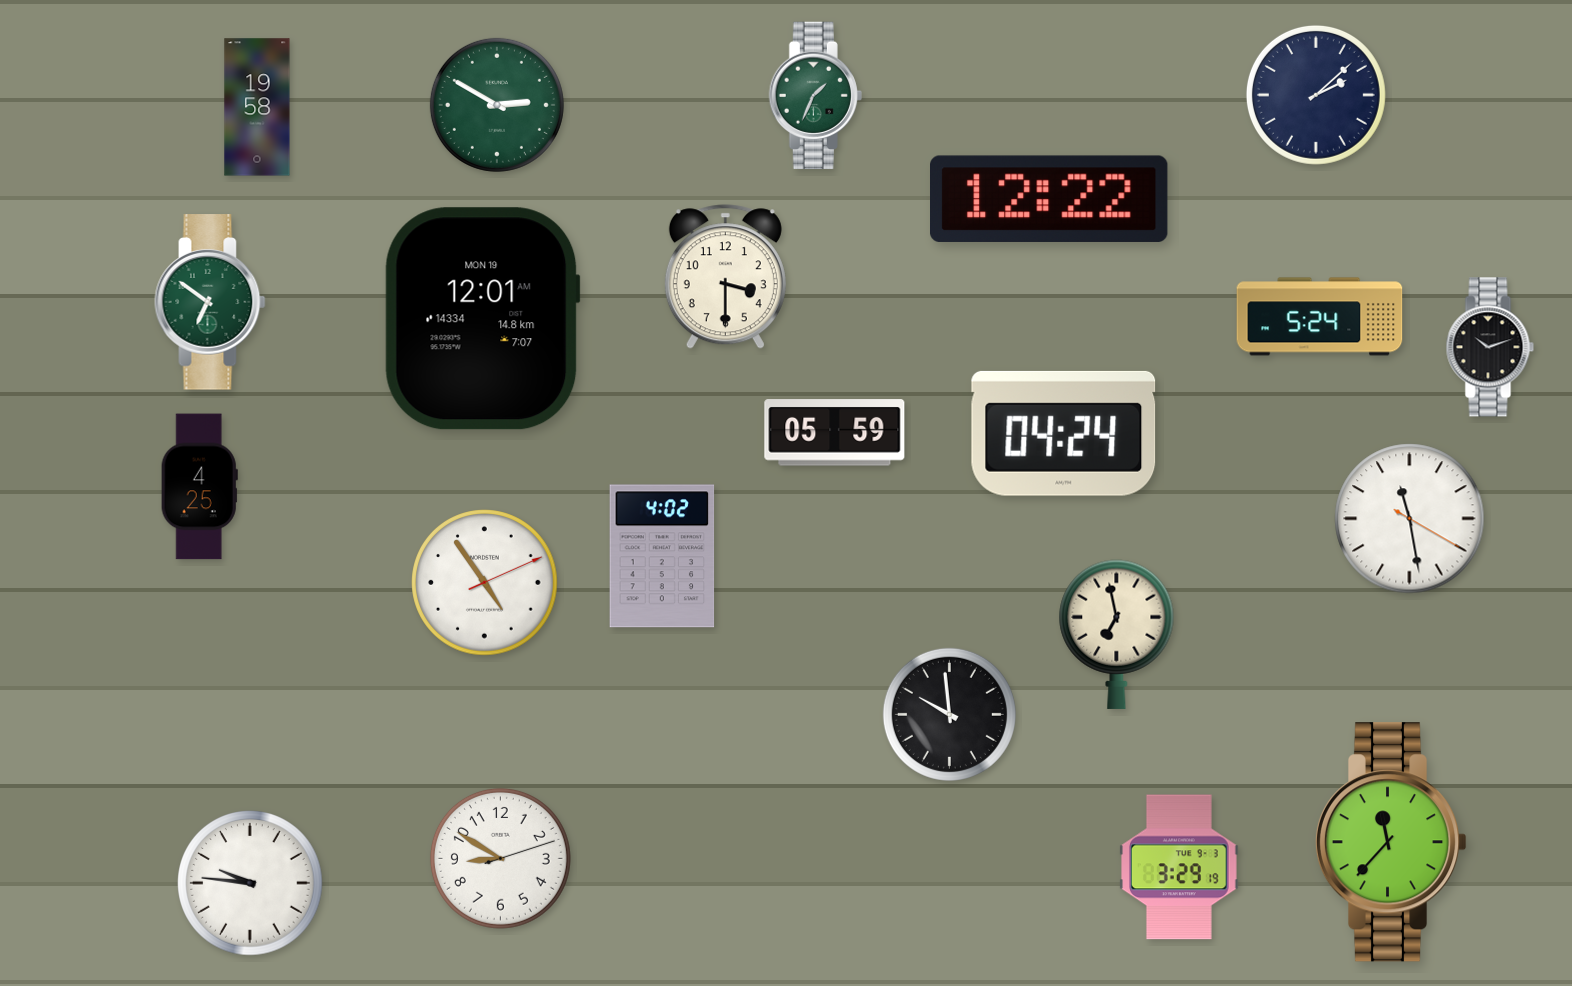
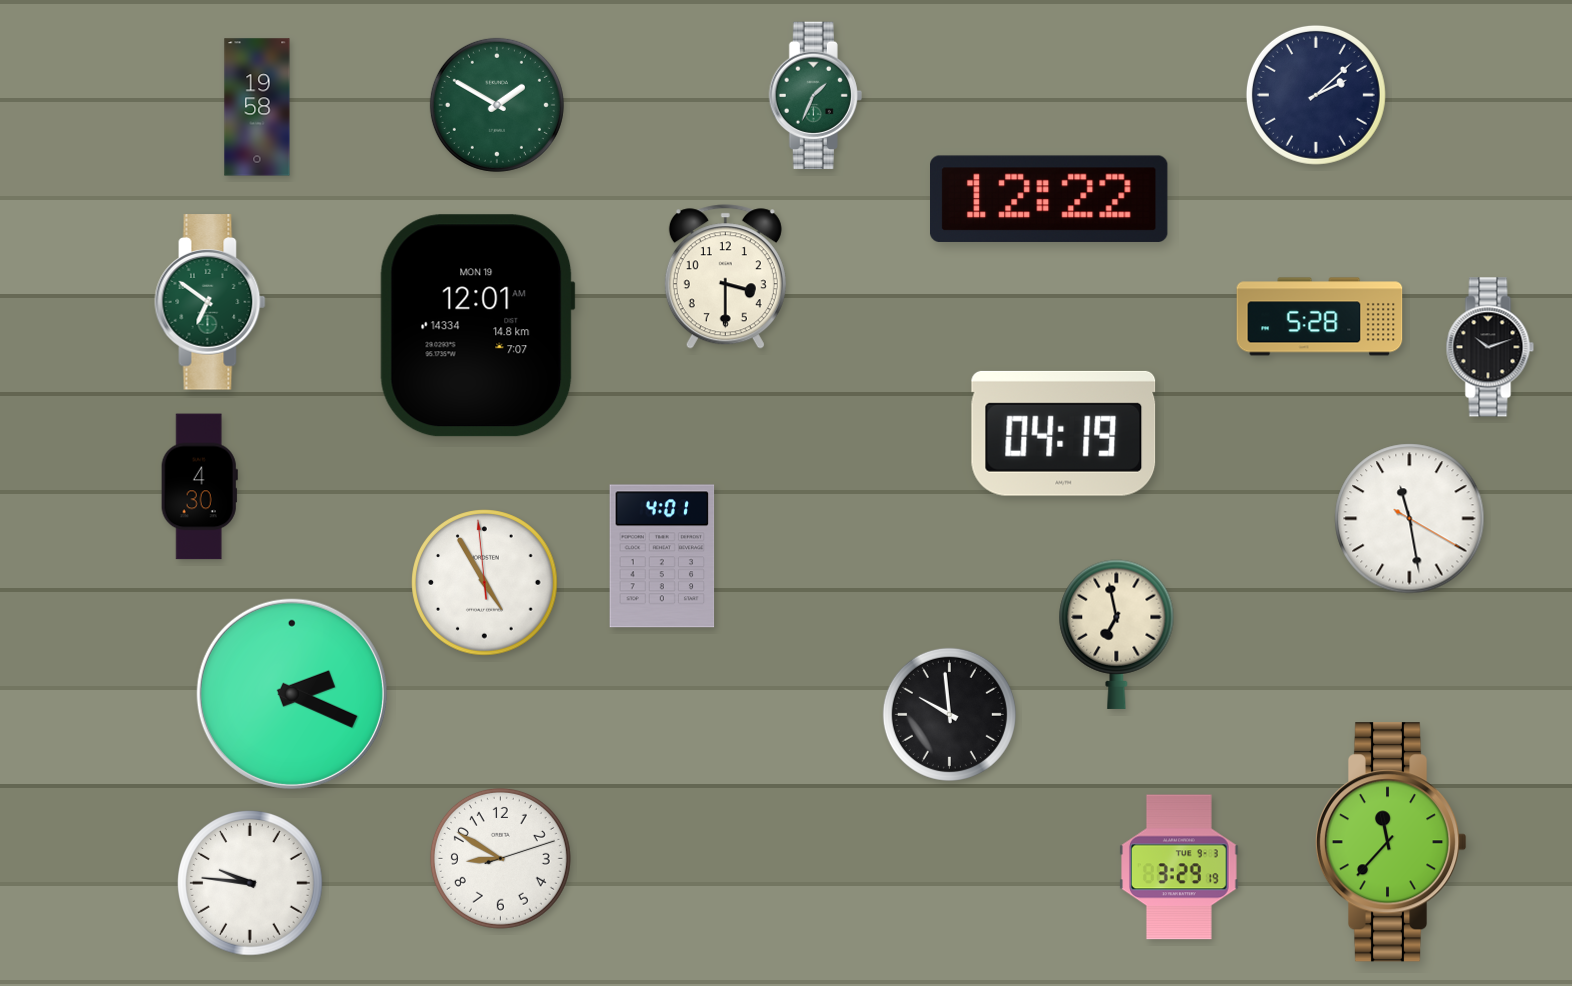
clock at (497, 105): 2:50 -> 1:50
clock at (1320, 317): 5:24 -> 5:28
clock at (482, 319) position: (482, 319) -> (477, 326)
clock at (835, 433): 05:59 -> none
clock at (1064, 433): 04:24 -> 04:19
clock at (199, 487): 4:25 -> 4:30
clock at (662, 556): 4:02 -> 4:01
clock at (485, 583): 4:54:11 -> 4:54:59
clock at (292, 694): none -> 2:19
